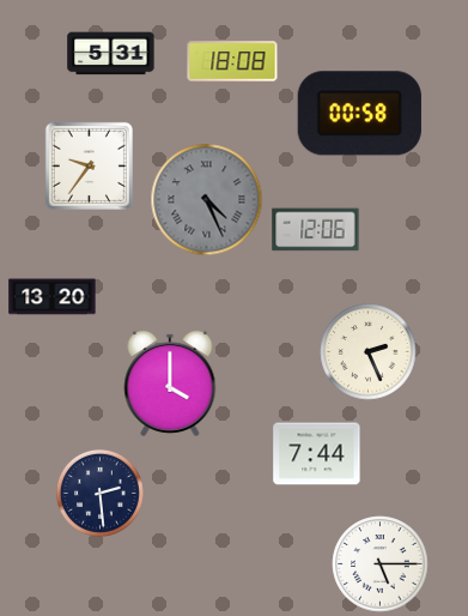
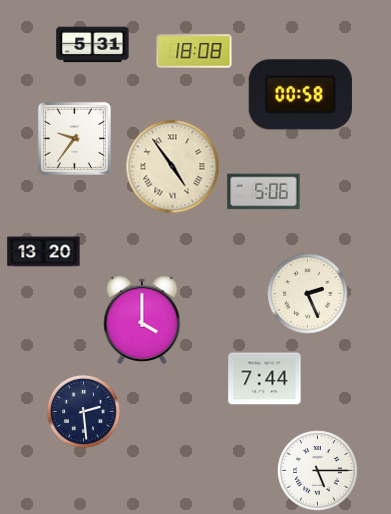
clock at (207, 200): 4:26 -> 4:54
clock at (207, 200) dial: grey -> cream
clock at (316, 230): 12:06 -> 5:06
clock at (53, 297) position: (53, 297) -> (44, 252)
